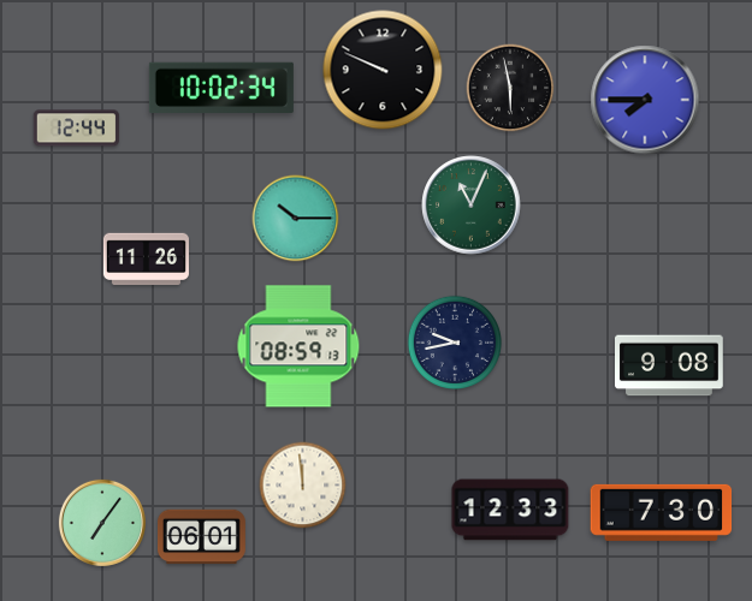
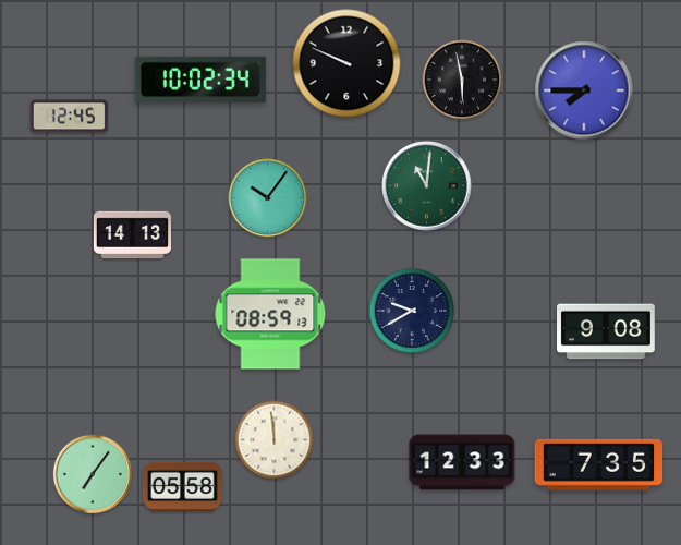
clock at (76, 129): 12:44 -> 12:45
clock at (472, 206): 11:04 -> 11:01
clock at (296, 219): 10:15 -> 10:06
clock at (146, 260): 11:26 -> 14:13
clock at (454, 341): 9:43 -> 9:40
clock at (662, 512): 7:30 -> 7:35
clock at (202, 537): 06:01 -> 05:58
